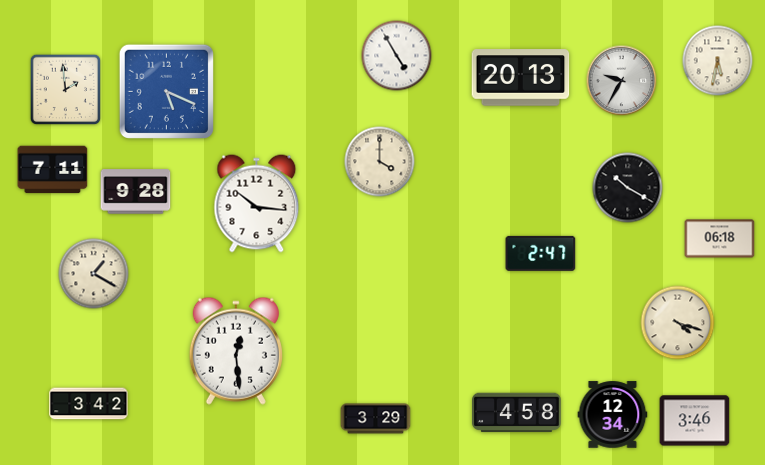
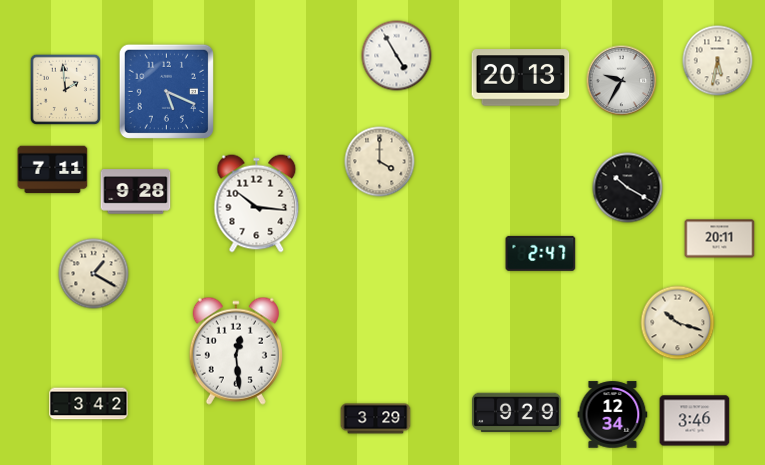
clock at (720, 239): 06:18 -> 20:11
clock at (678, 323): 4:18 -> 10:18
clock at (517, 413): 4:58 -> 9:29
